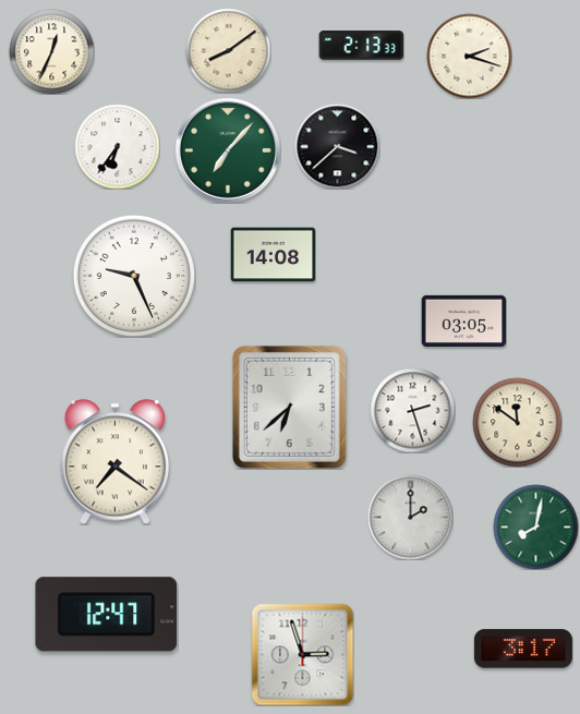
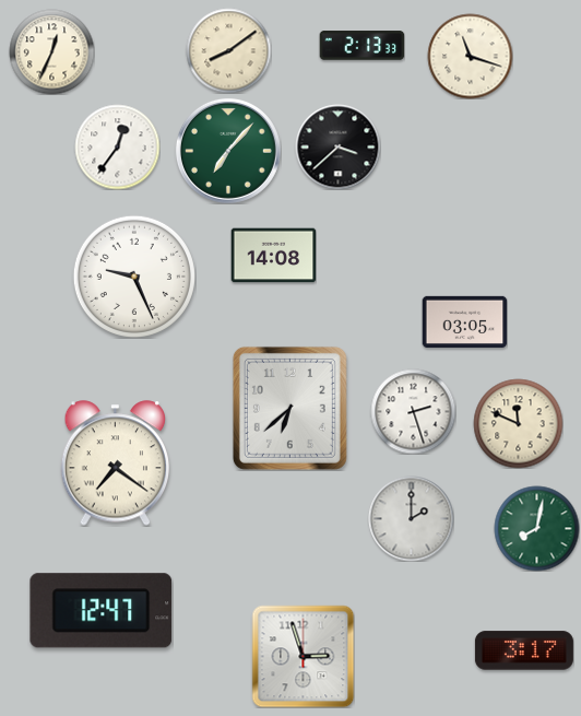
clock at (469, 56): 2:18 -> 11:18
clock at (117, 146): 6:36 -> 12:36
clock at (517, 422): 11:51 -> 11:49
clock at (107, 615) position: (107, 615) -> (102, 611)
